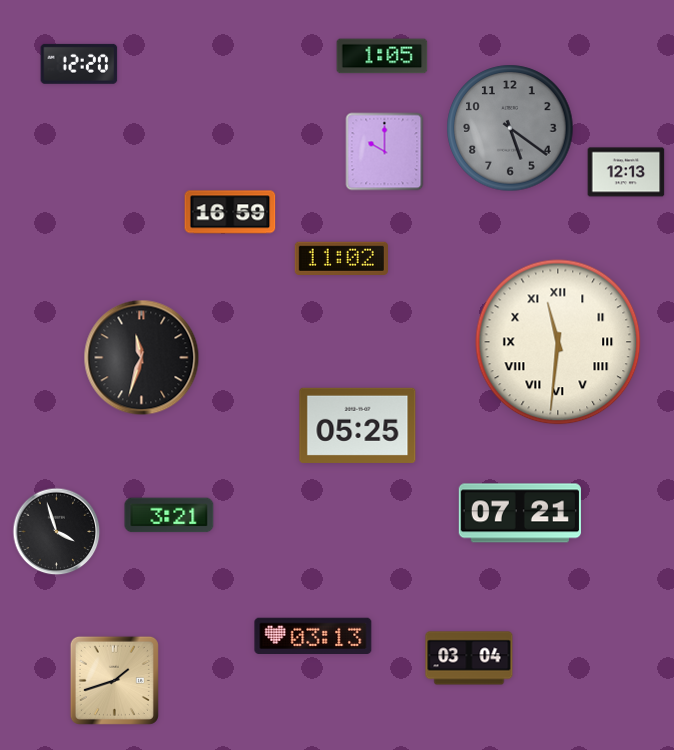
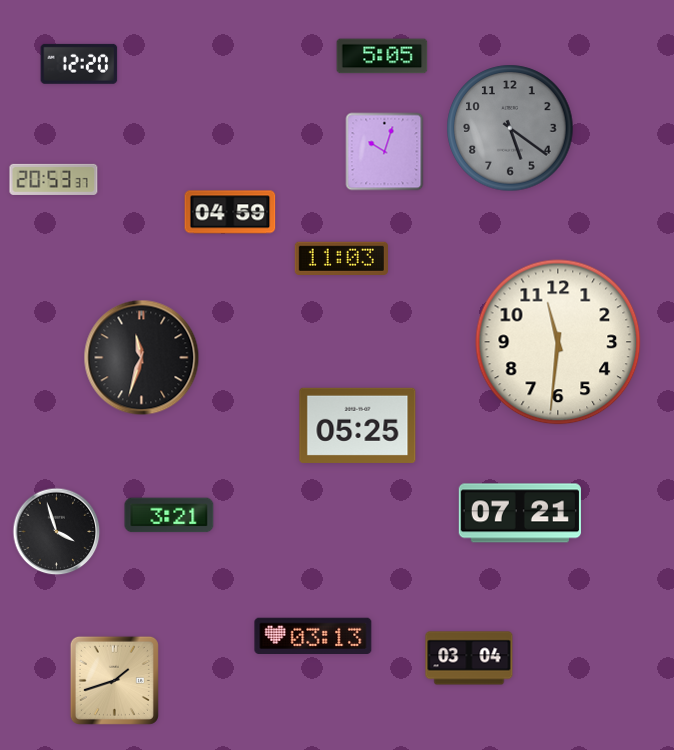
clock at (382, 56): 1:05 -> 5:05
clock at (385, 152): 10:00 -> 10:03
clock at (626, 172): 12:13 -> none
clock at (54, 179): none -> 20:53
clock at (230, 212): 16:59 -> 04:59
clock at (341, 258): 11:02 -> 11:03
clock at (558, 342) numerals: Roman -> Arabic
